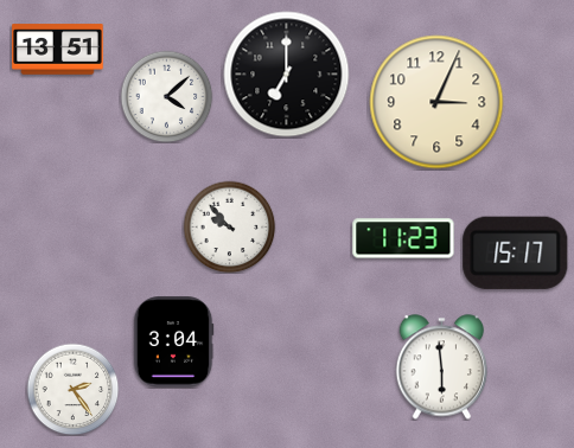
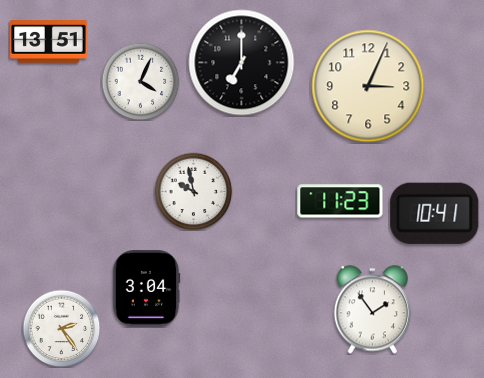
clock at (166, 96): 4:08 -> 4:04
clock at (229, 226): 9:53 -> 9:58
clock at (516, 252): 15:17 -> 10:41
clock at (442, 367): 5:59 -> 1:54
